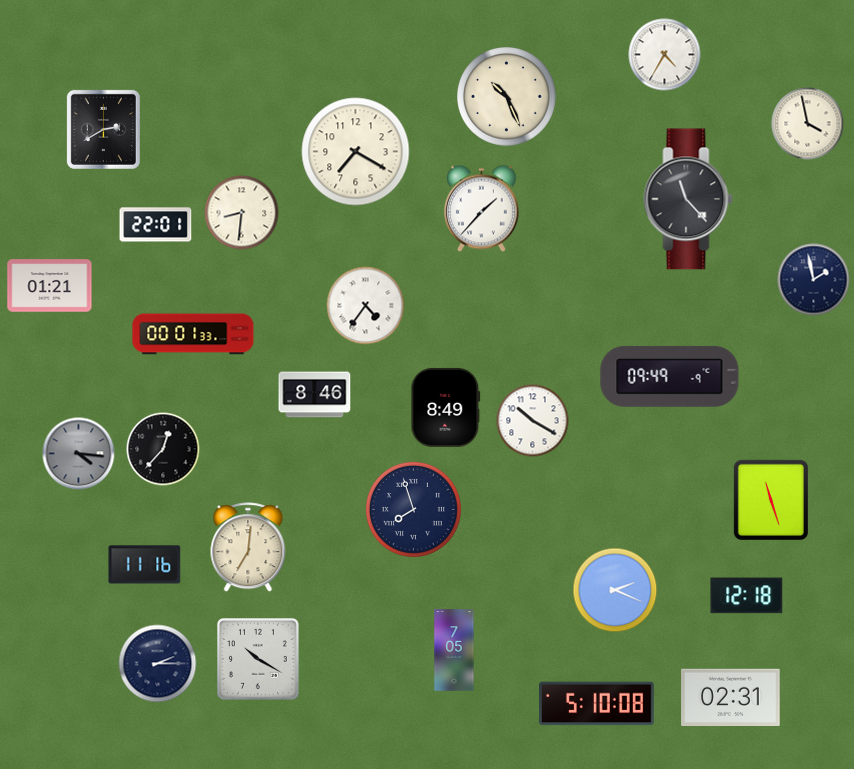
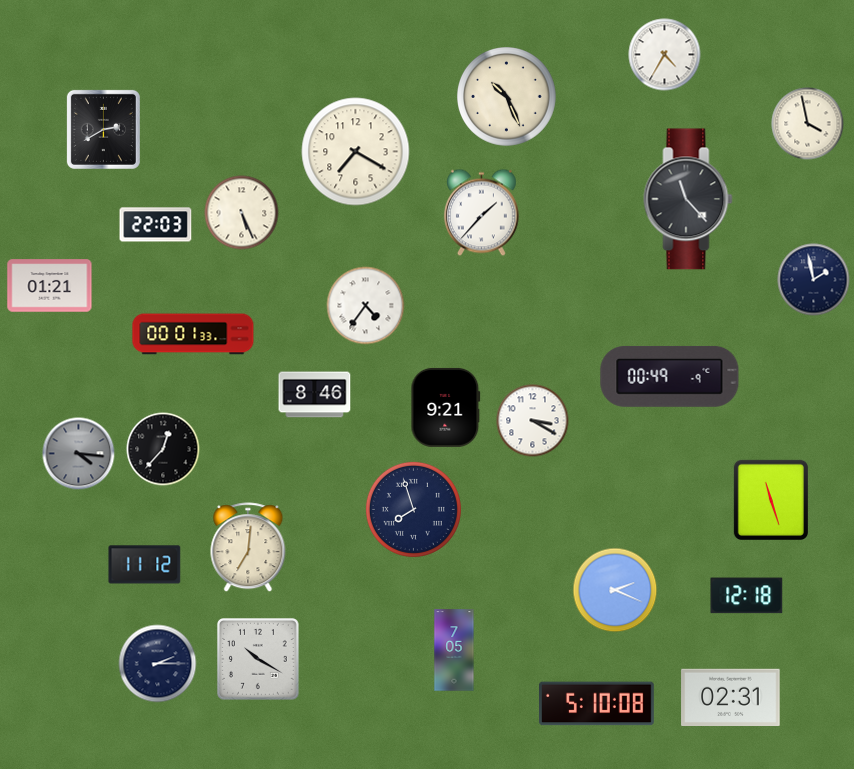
clock at (481, 209) position: (481, 209) -> (481, 213)
clock at (242, 213): 8:31 -> 5:26
clock at (156, 225): 22:01 -> 22:03
clock at (670, 376): 09:49 -> 00:49
clock at (446, 407): 8:49 -> 9:21
clock at (533, 421): 10:20 -> 3:20
clock at (145, 565): 11:16 -> 11:12
